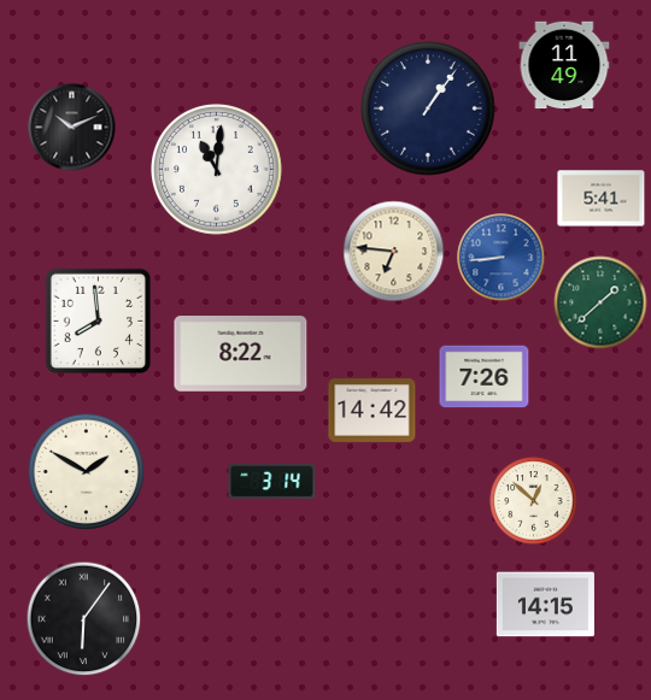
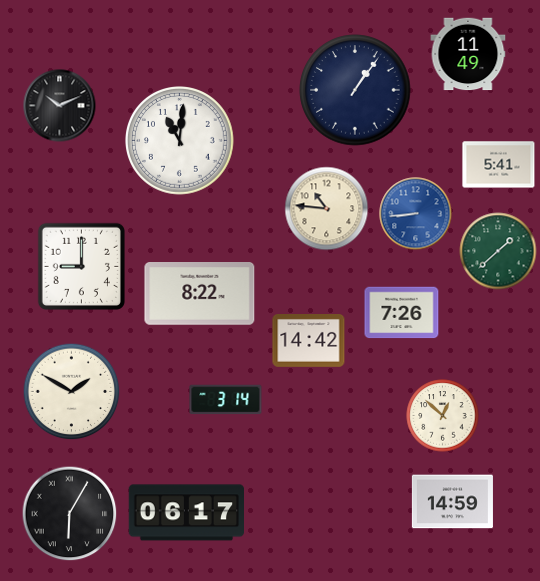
clock at (394, 252): 6:46 -> 10:46
clock at (98, 320): 7:59 -> 9:00
clock at (545, 605): 14:15 -> 14:59
clock at (186, 513): none -> 06:17
clock at (84, 619): 6:06 -> 6:05
